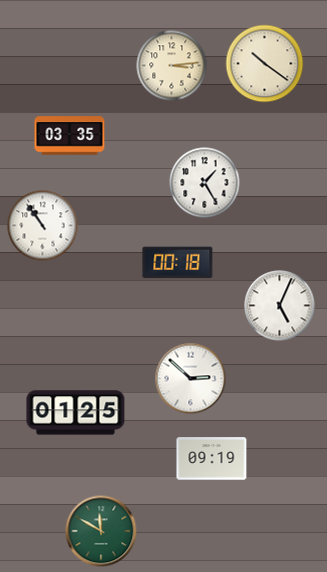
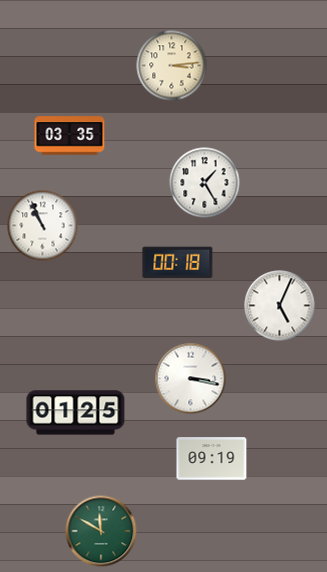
clock at (265, 64): 10:21 -> none
clock at (43, 226): 10:54 -> 10:56
clock at (191, 379): 2:52 -> 3:17
